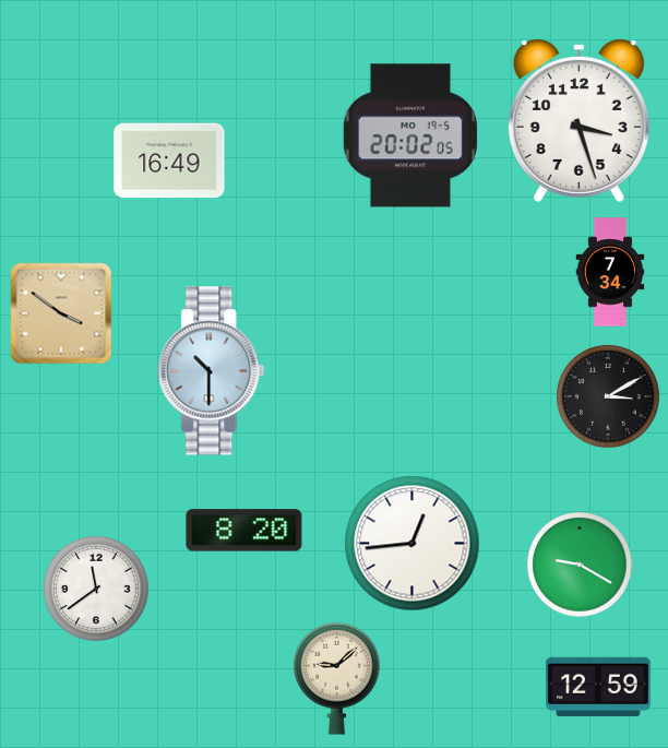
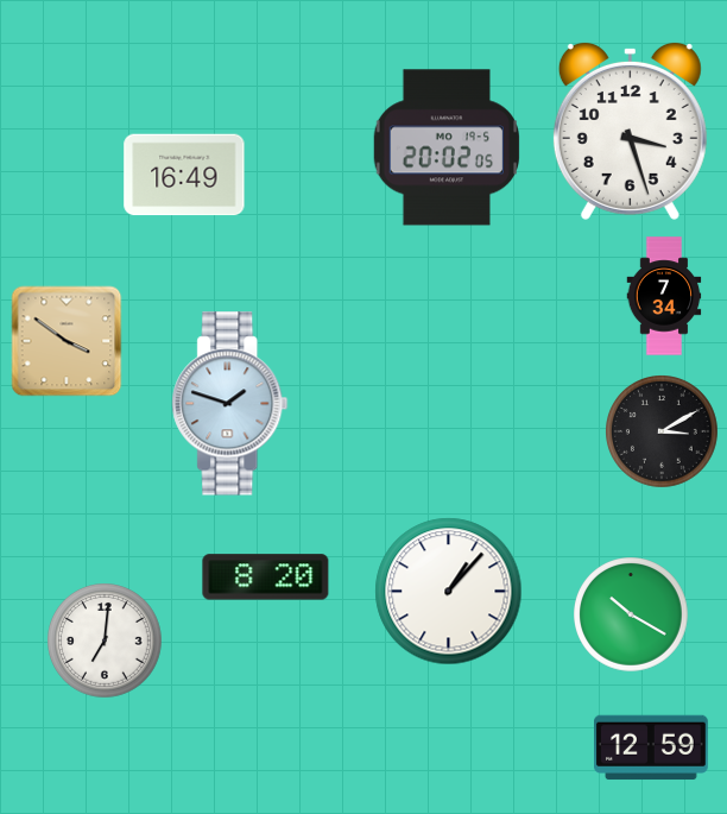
clock at (212, 371): 10:30 -> 1:48
clock at (413, 544): 12:44 -> 1:07
clock at (580, 565): 9:20 -> 10:20
clock at (96, 589): 11:39 -> 7:01
clock at (337, 678): 9:08 -> none
